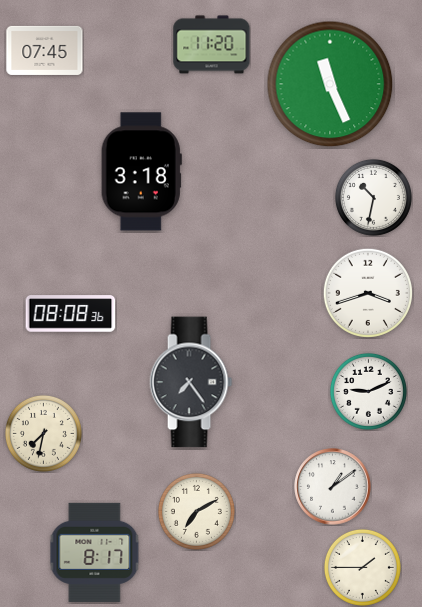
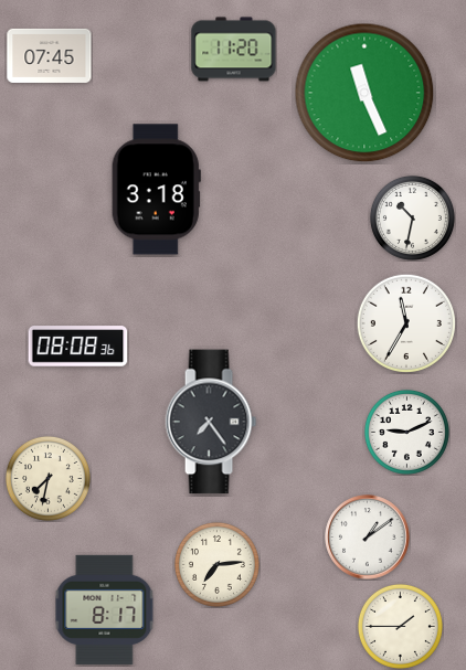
clock at (368, 293): 3:42 -> 11:35
clock at (196, 511): 7:10 -> 7:14
